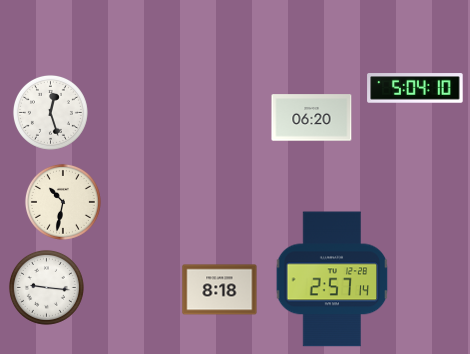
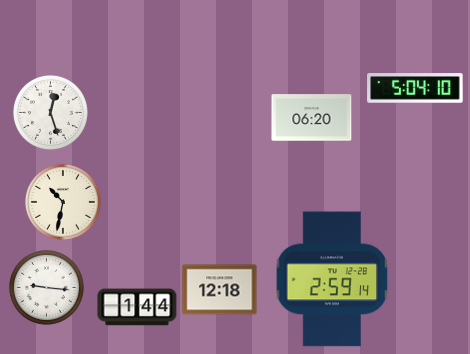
clock at (332, 279): 2:57 -> 2:59
clock at (220, 290): 8:18 -> 12:18
clock at (137, 307): none -> 1:44
